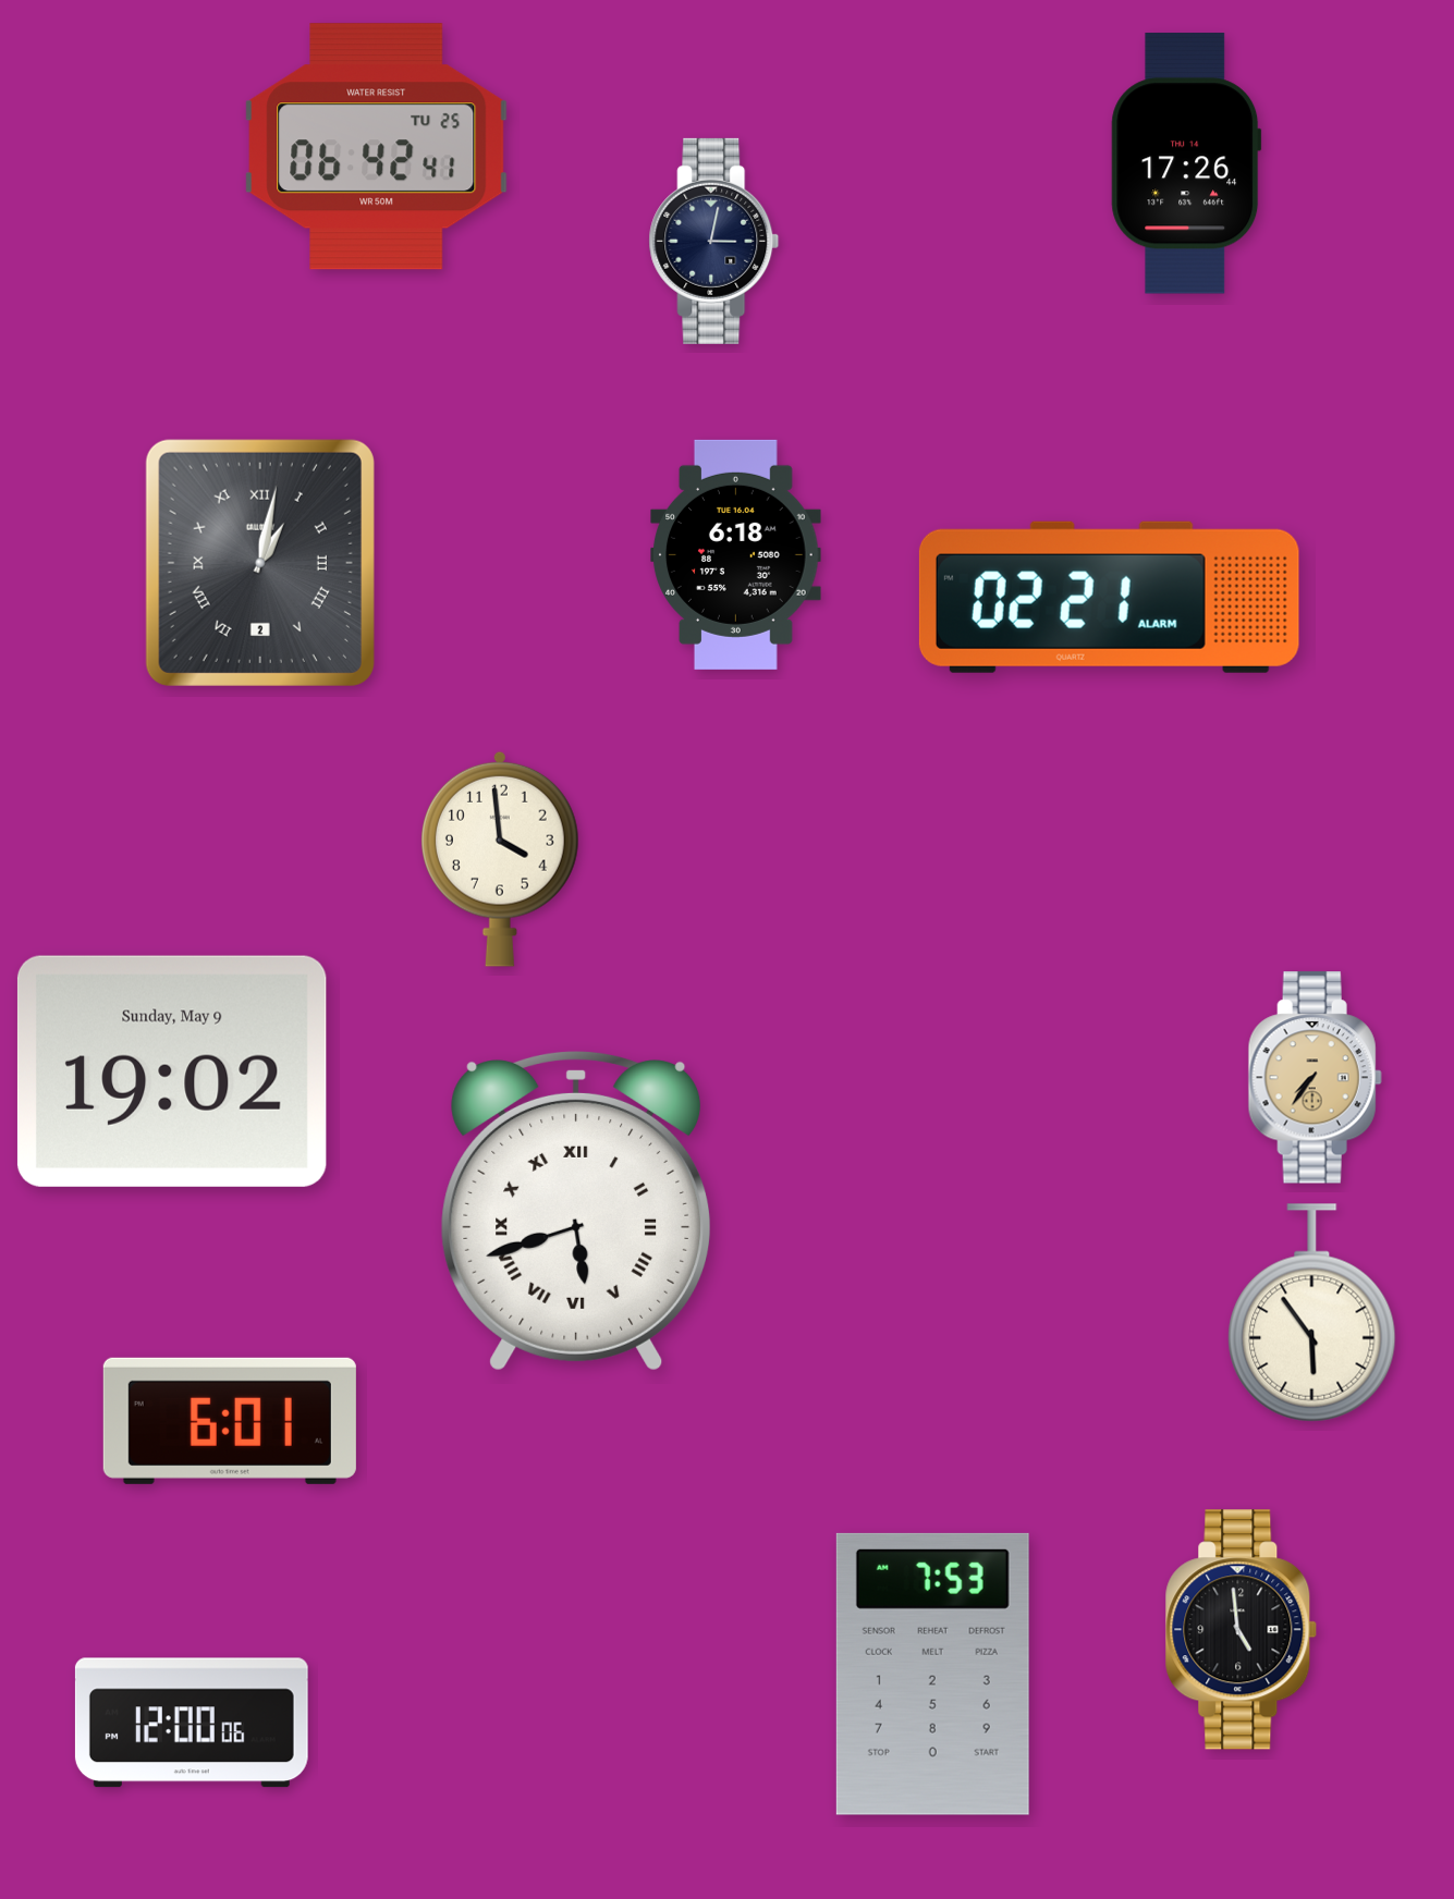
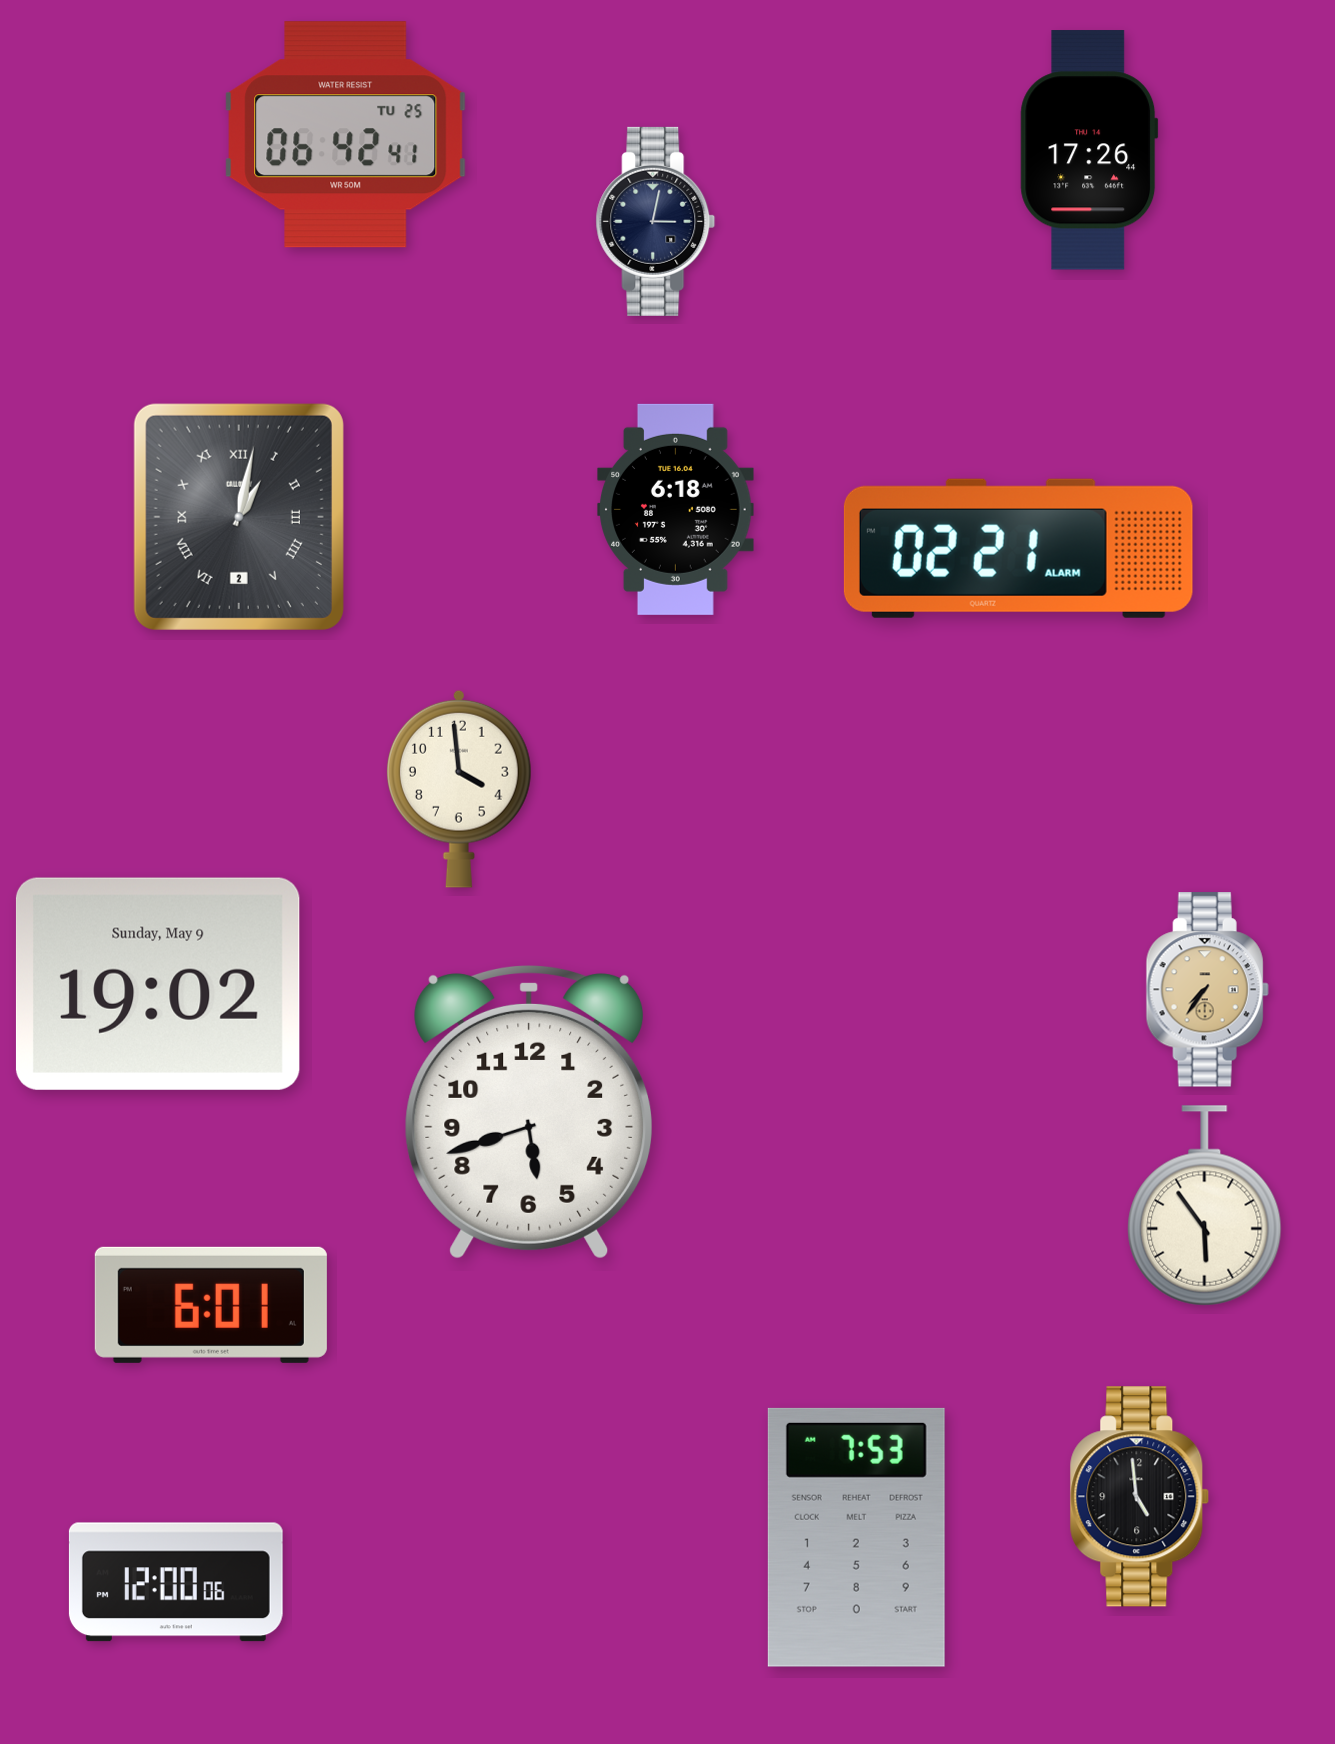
clock at (576, 1211) numerals: Roman -> Arabic
